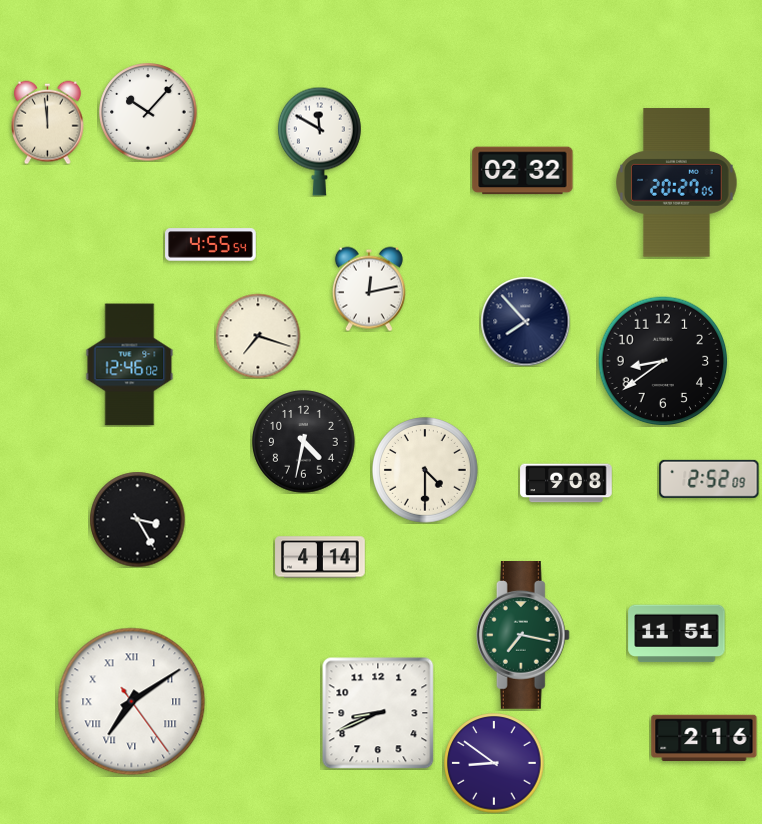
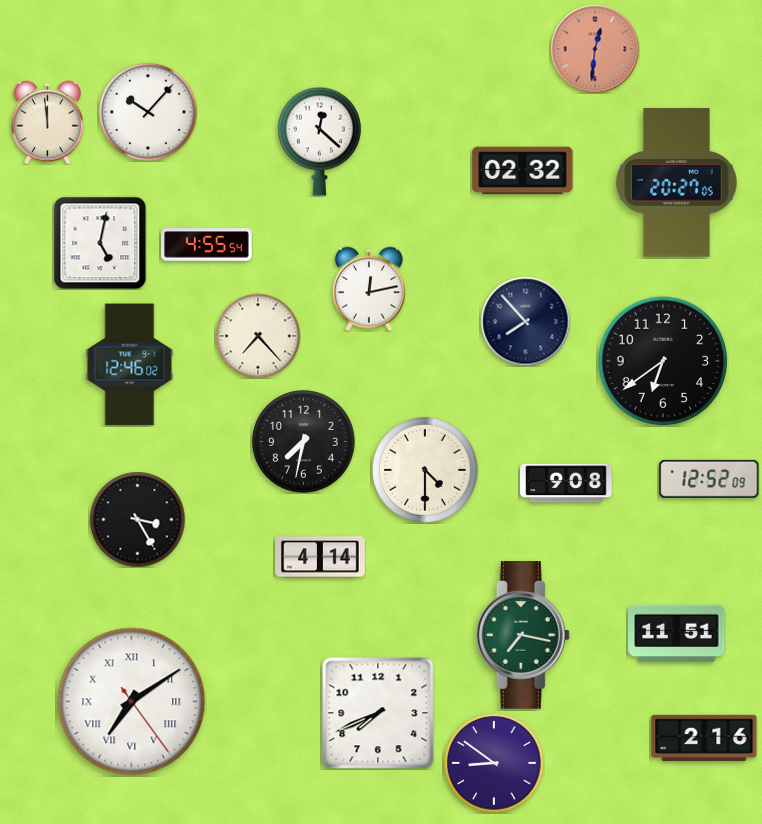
clock at (595, 49): none -> 12:31
clock at (319, 141): 11:50 -> 12:22
clock at (100, 243): none -> 5:02
clock at (211, 245) position: (211, 245) -> (207, 245)
clock at (258, 336): 7:18 -> 7:23
clock at (663, 361): 8:39 -> 6:39
clock at (304, 442): 4:32 -> 7:32
clock at (709, 479): 2:52 -> 12:52
clock at (378, 713): 8:41 -> 7:41
